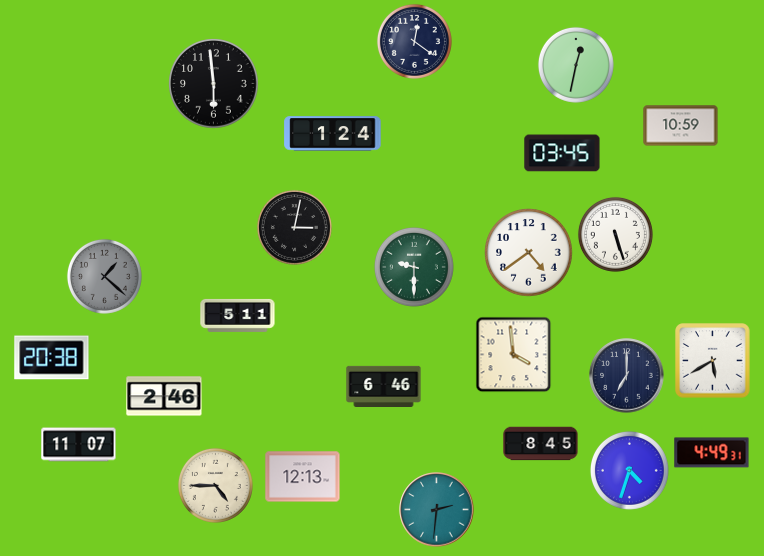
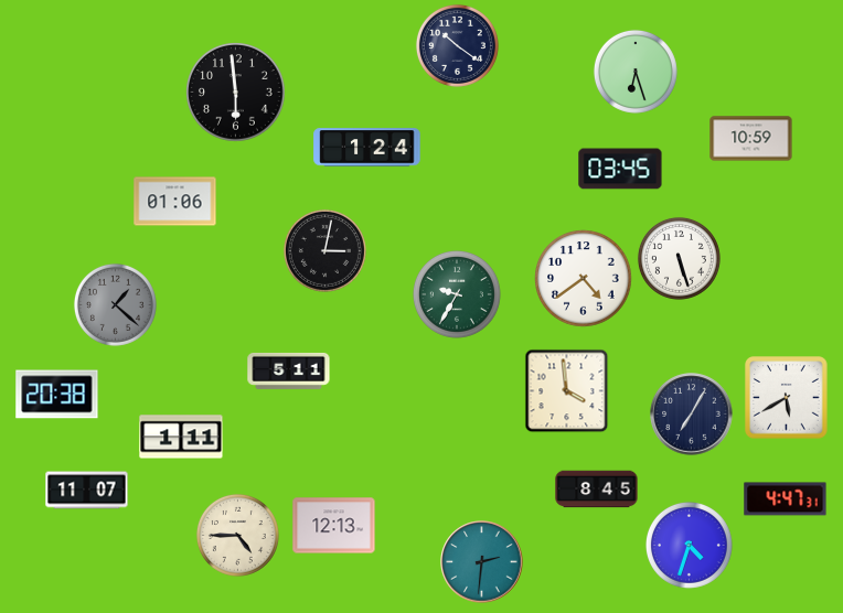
clock at (414, 41): 12:21 -> 10:21
clock at (576, 65): 12:32 -> 6:27
clock at (175, 202): none -> 01:06
clock at (414, 267): 9:30 -> 9:35
clock at (238, 315) position: (238, 315) -> (289, 370)
clock at (627, 376): 7:00 -> 7:05
clock at (384, 386): 6:46 -> none
clock at (164, 396): 2:46 -> 1:11
clock at (712, 453): 4:49 -> 4:47
clock at (629, 470) position: (629, 470) -> (689, 545)
